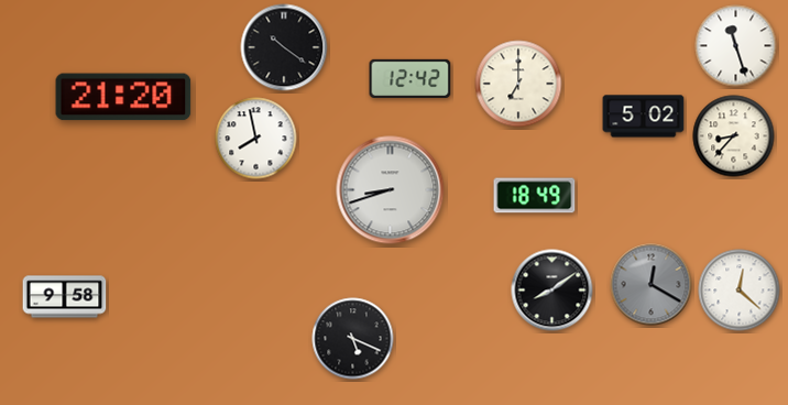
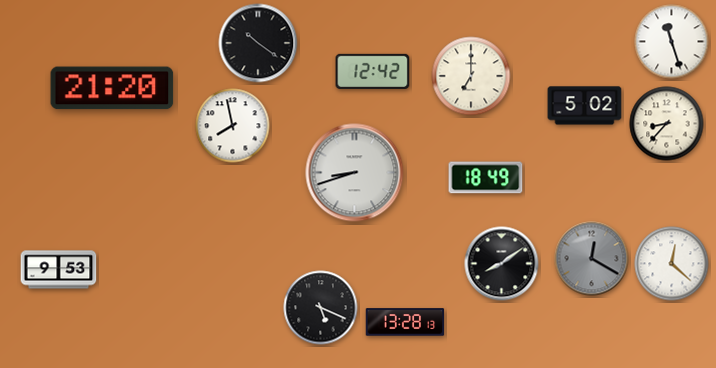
clock at (736, 46) position: (736, 46) -> (672, 42)
clock at (65, 297): 9:58 -> 9:53
clock at (405, 322): none -> 13:28
